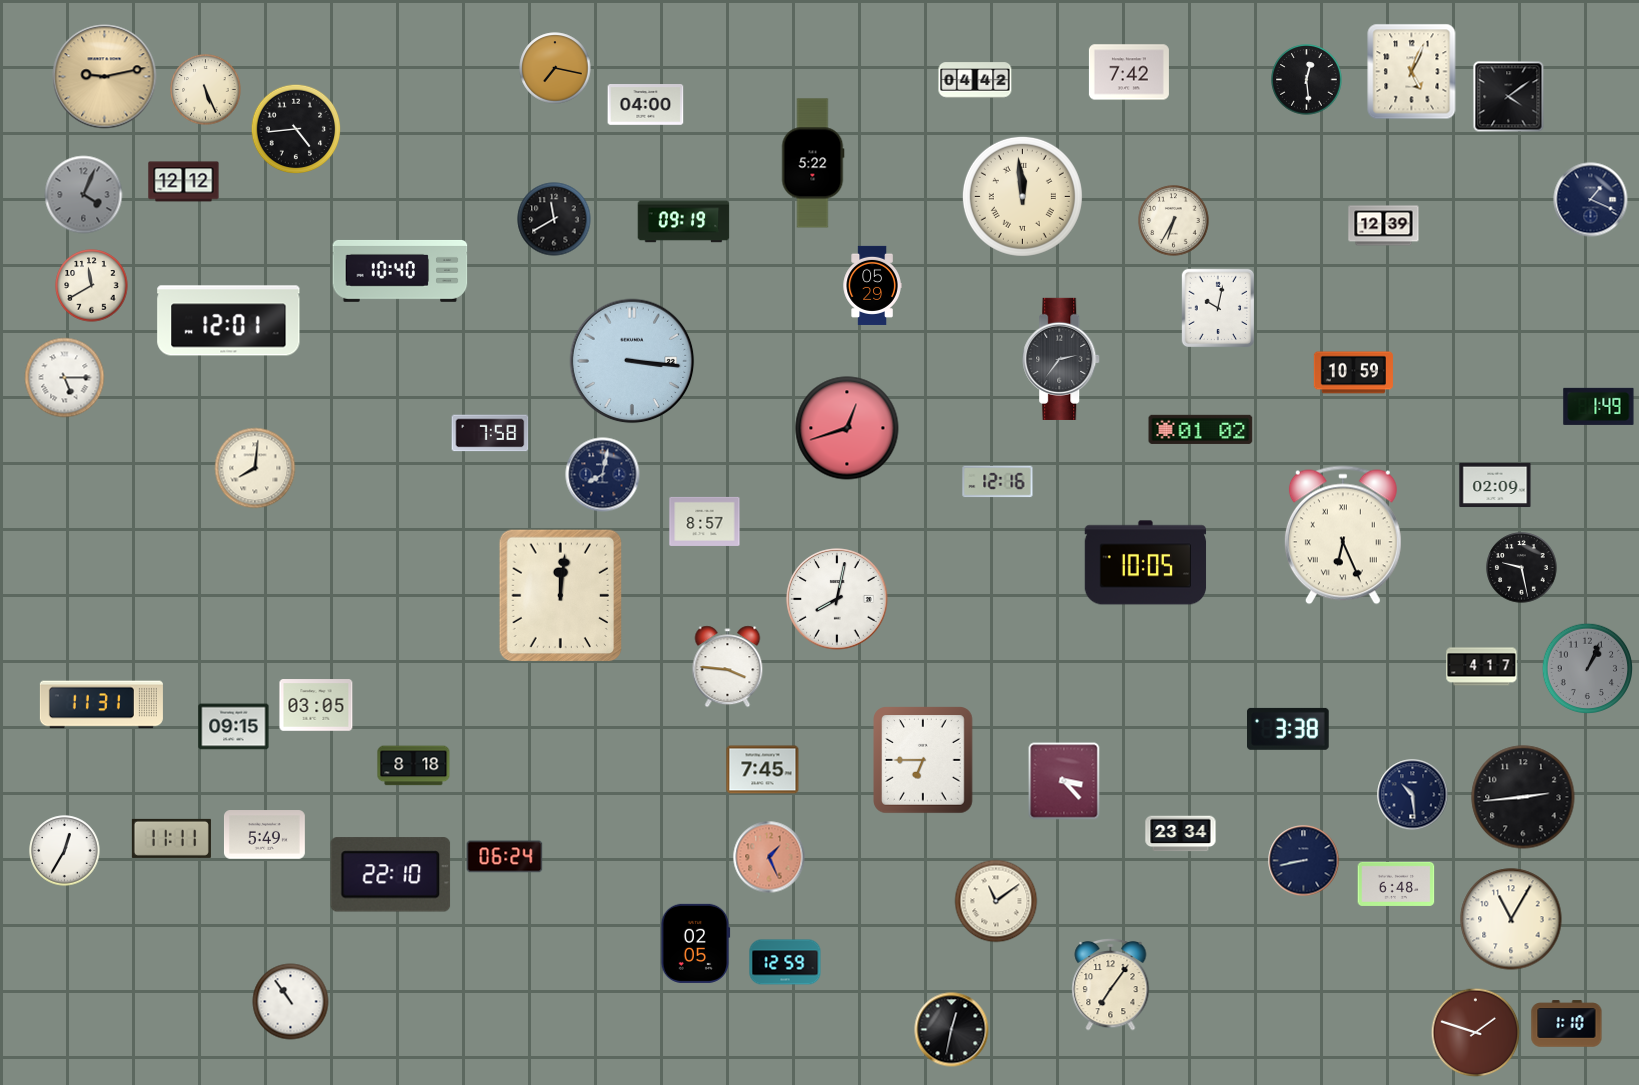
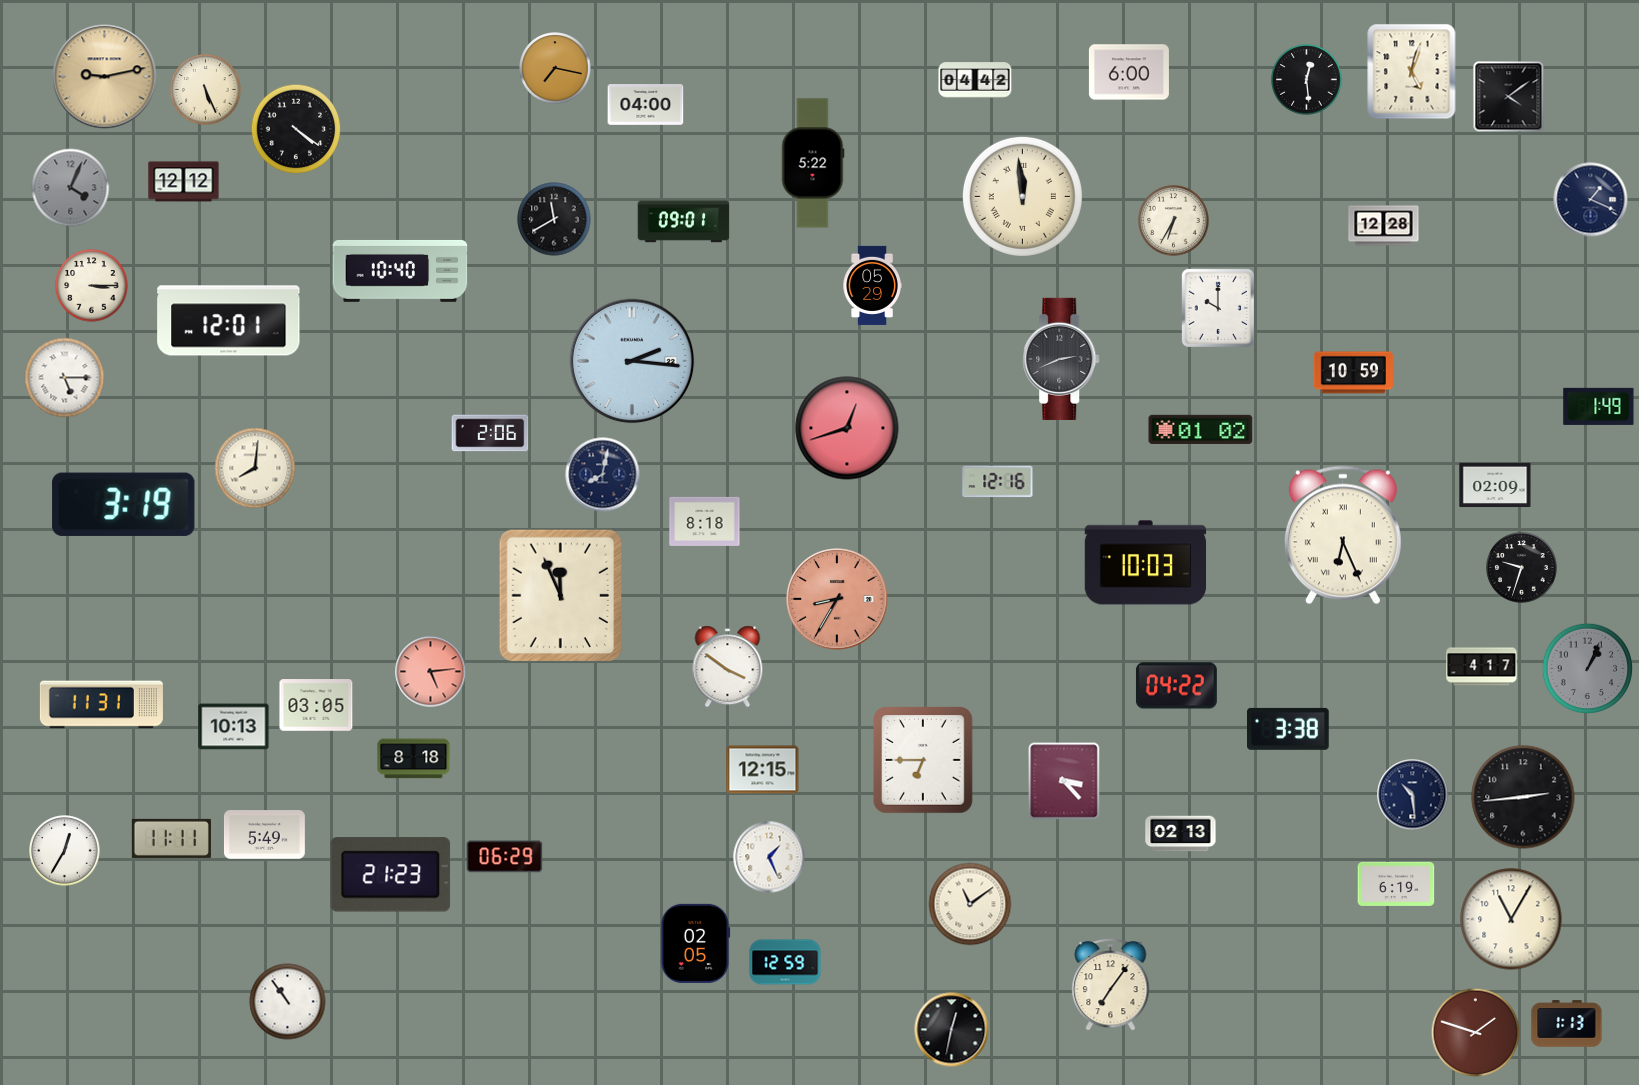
clock at (1129, 72): 7:42 -> 6:00
clock at (1412, 72): 5:04 -> 5:03
clock at (296, 129): 4:44 -> 4:21
clock at (84, 195) position: (84, 195) -> (71, 188)
clock at (684, 222): 09:19 -> 09:01
clock at (1384, 226): 12:39 -> 12:28
clock at (92, 286): 11:40 -> 3:15
clock at (1217, 308): 10:02 -> 10:00
clock at (1062, 359): 2:36 -> 2:41
clock at (632, 361): 3:16 -> 2:16
clock at (490, 433): 7:58 -> 2:06
clock at (124, 504): none -> 3:19
clock at (705, 521): 8:57 -> 8:18
clock at (1146, 563): 10:05 -> 10:03
clock at (1522, 568): 9:28 -> 9:33
clock at (561, 596): 12:01 -> 11:56
clock at (837, 599): 8:02 -> 8:35
clock at (837, 599) dial: white -> salmon
clock at (728, 667): 3:46 -> 3:51
clock at (431, 672): none -> 5:14
clock at (1176, 686): none -> 04:22
clock at (234, 727): 09:15 -> 10:13
clock at (414, 766) position: (414, 766) -> (414, 759)
clock at (763, 770): 7:45 -> 12:15
clock at (1181, 834): 23:34 -> 02:13
clock at (505, 857): 06:24 -> 06:29
clock at (769, 857) dial: salmon -> white
clock at (1304, 861): 8:43 -> none
clock at (391, 875): 22:10 -> 21:23
clock at (1396, 884): 6:48 -> 6:19
clock at (996, 901) position: (996, 901) -> (970, 904)
clock at (291, 1002) position: (291, 1002) -> (288, 1002)
clock at (1567, 1024): 1:10 -> 1:13
